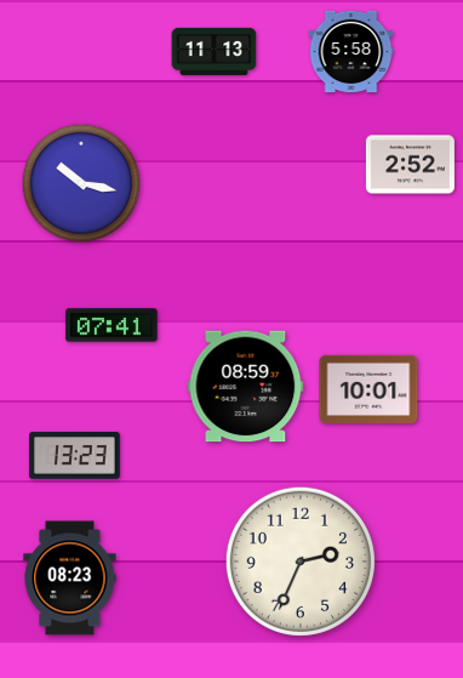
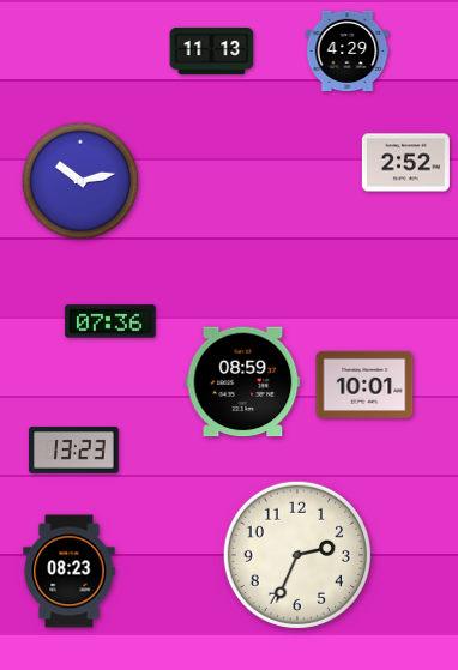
clock at (351, 52): 5:58 -> 4:29
clock at (81, 183): 10:17 -> 10:13
clock at (112, 325): 07:41 -> 07:36
